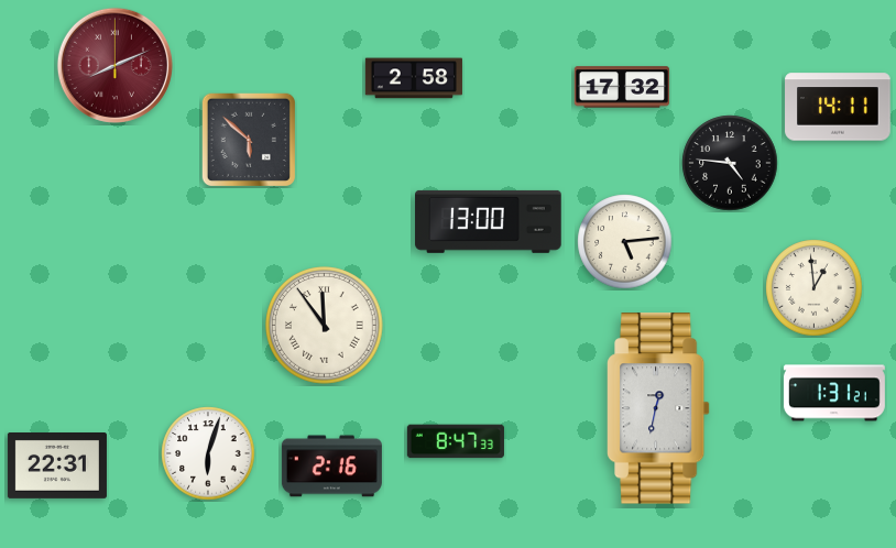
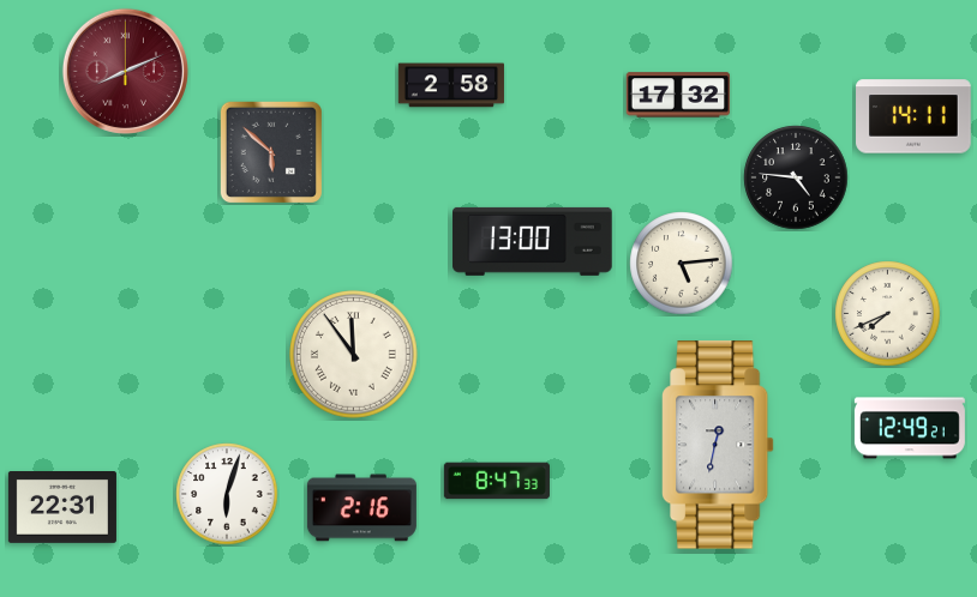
clock at (815, 288): 12:59 -> 7:41
clock at (834, 393): 1:31 -> 12:49
